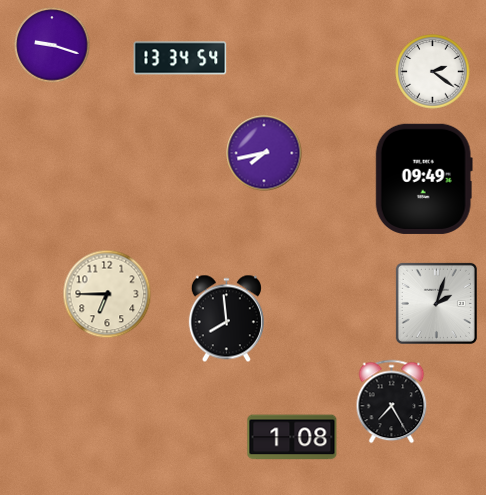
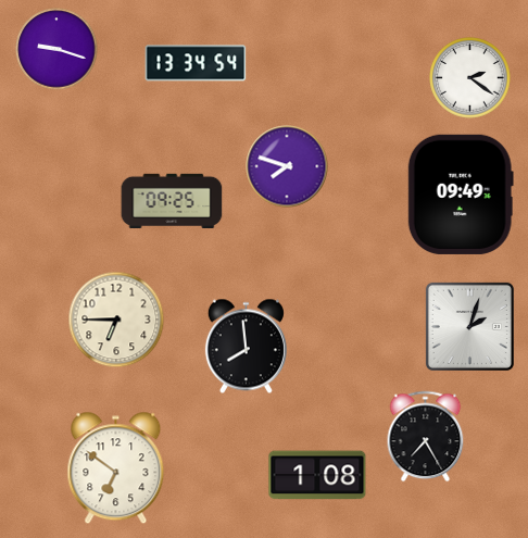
clock at (264, 153): 7:43 -> 7:48
clock at (172, 201): none -> 09:25
clock at (436, 303) position: (436, 303) -> (469, 326)
clock at (116, 468): none -> 6:51
